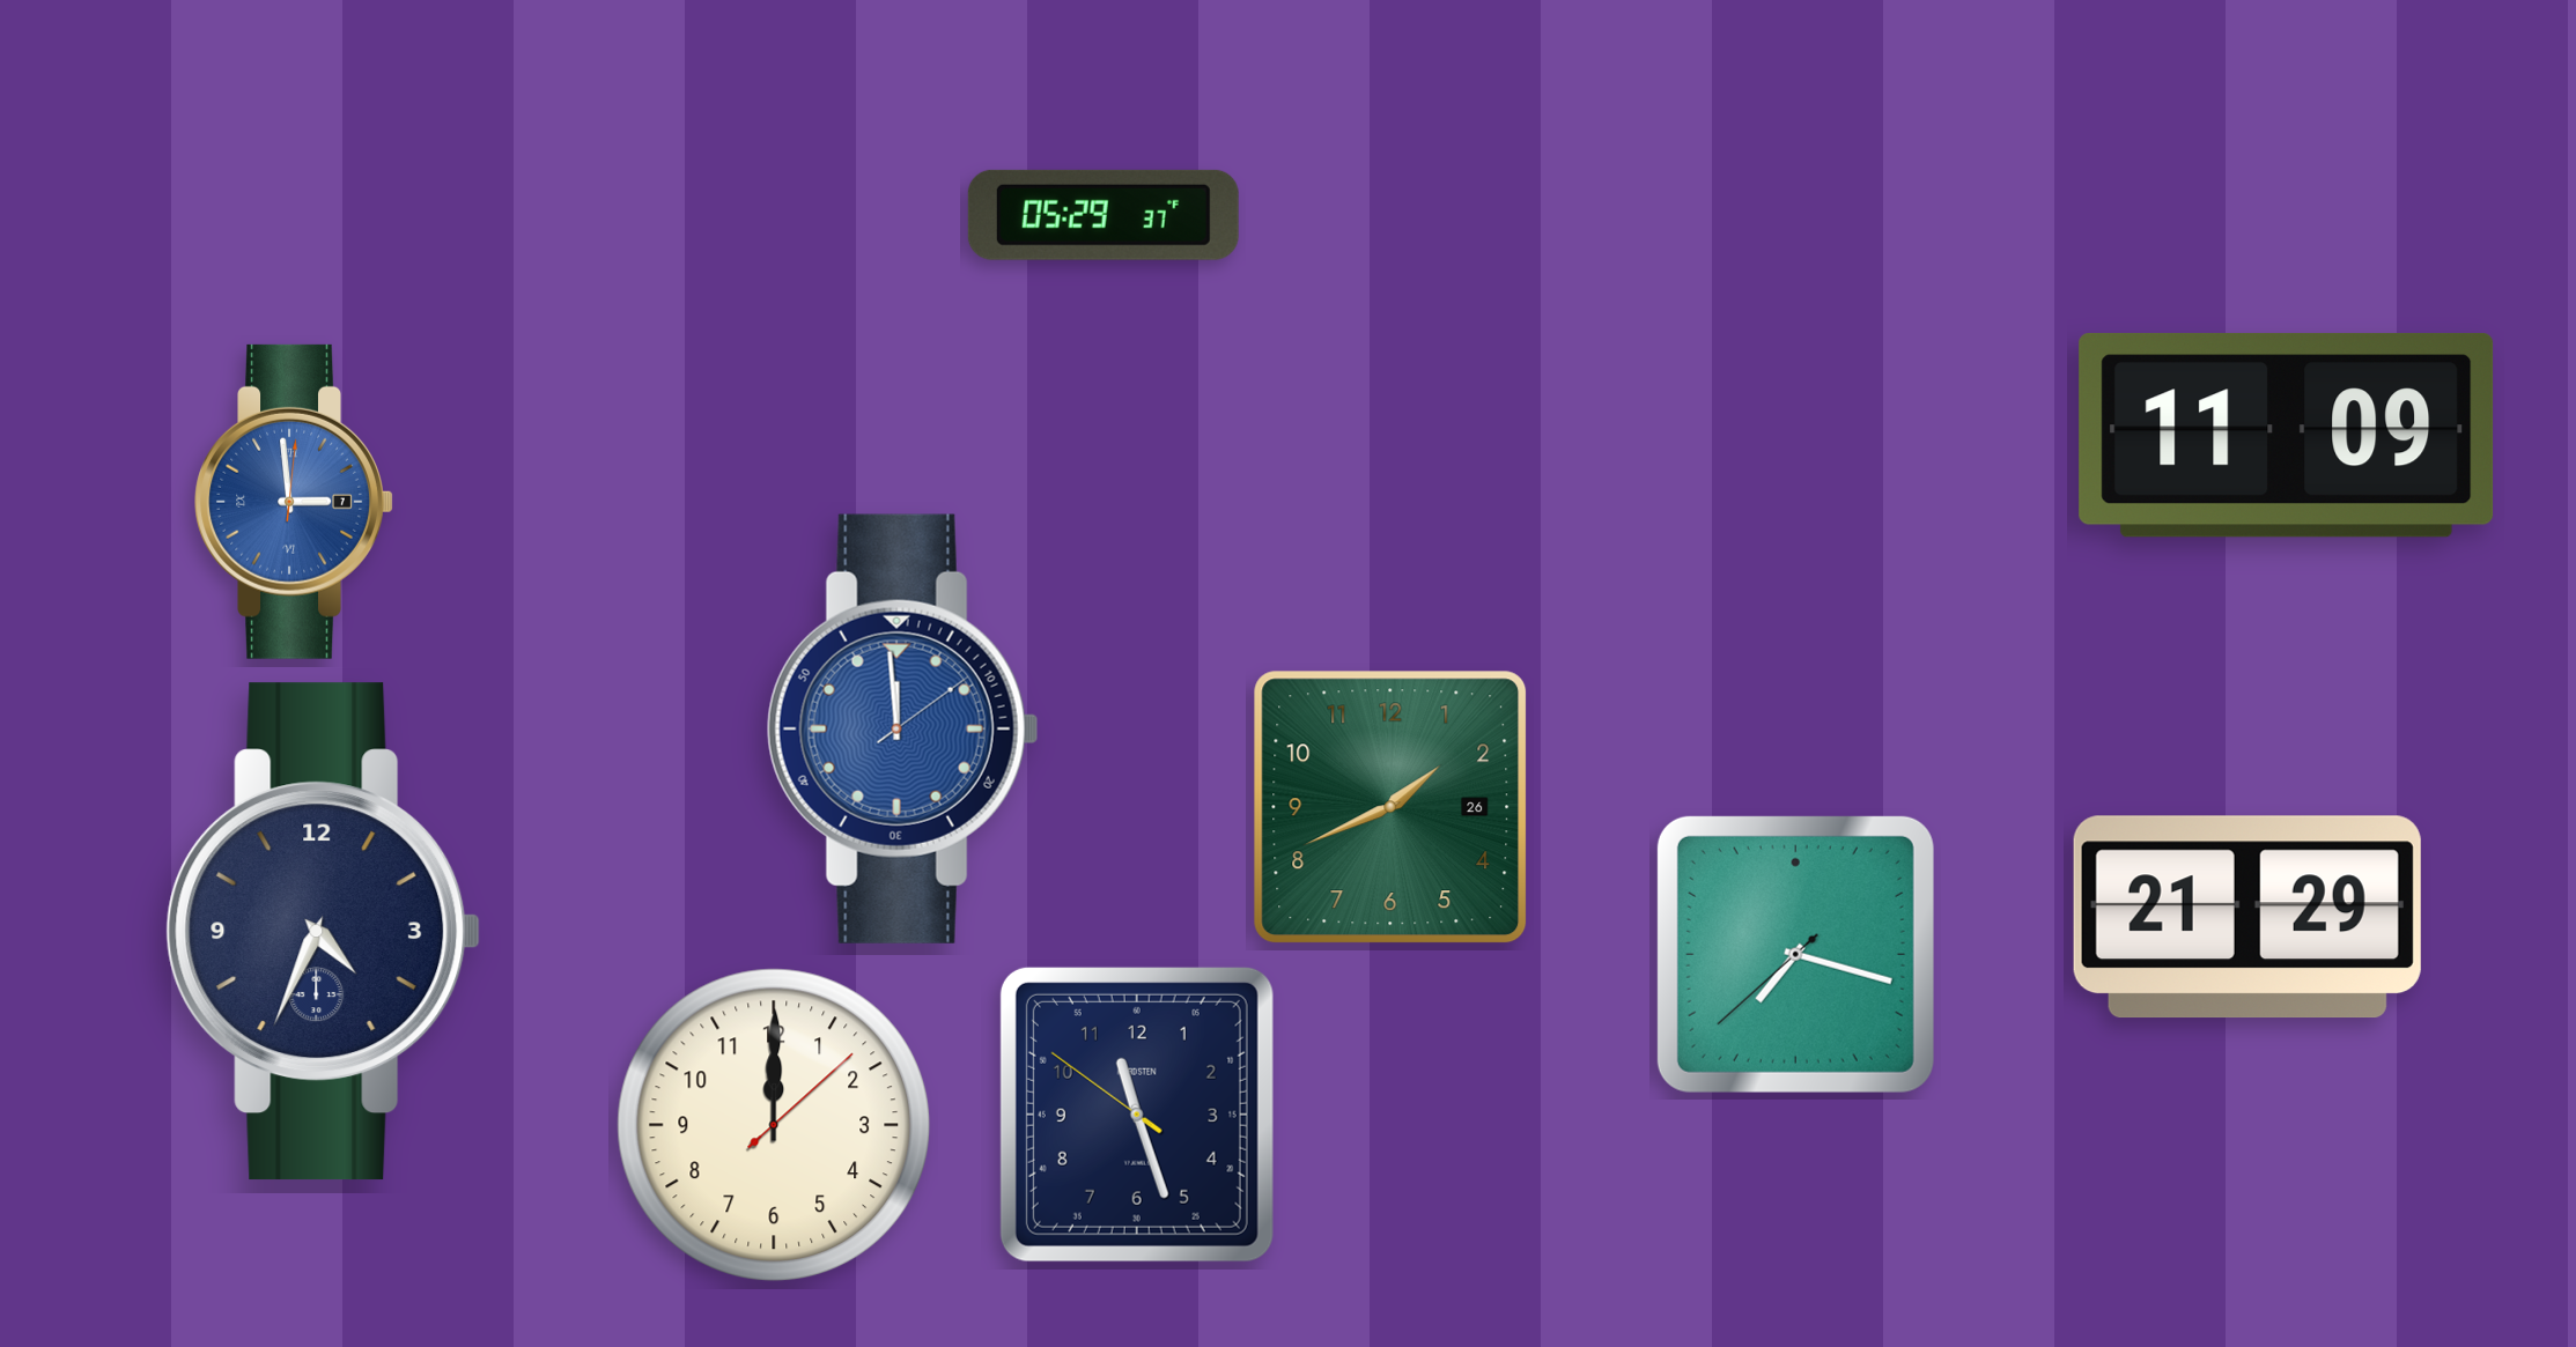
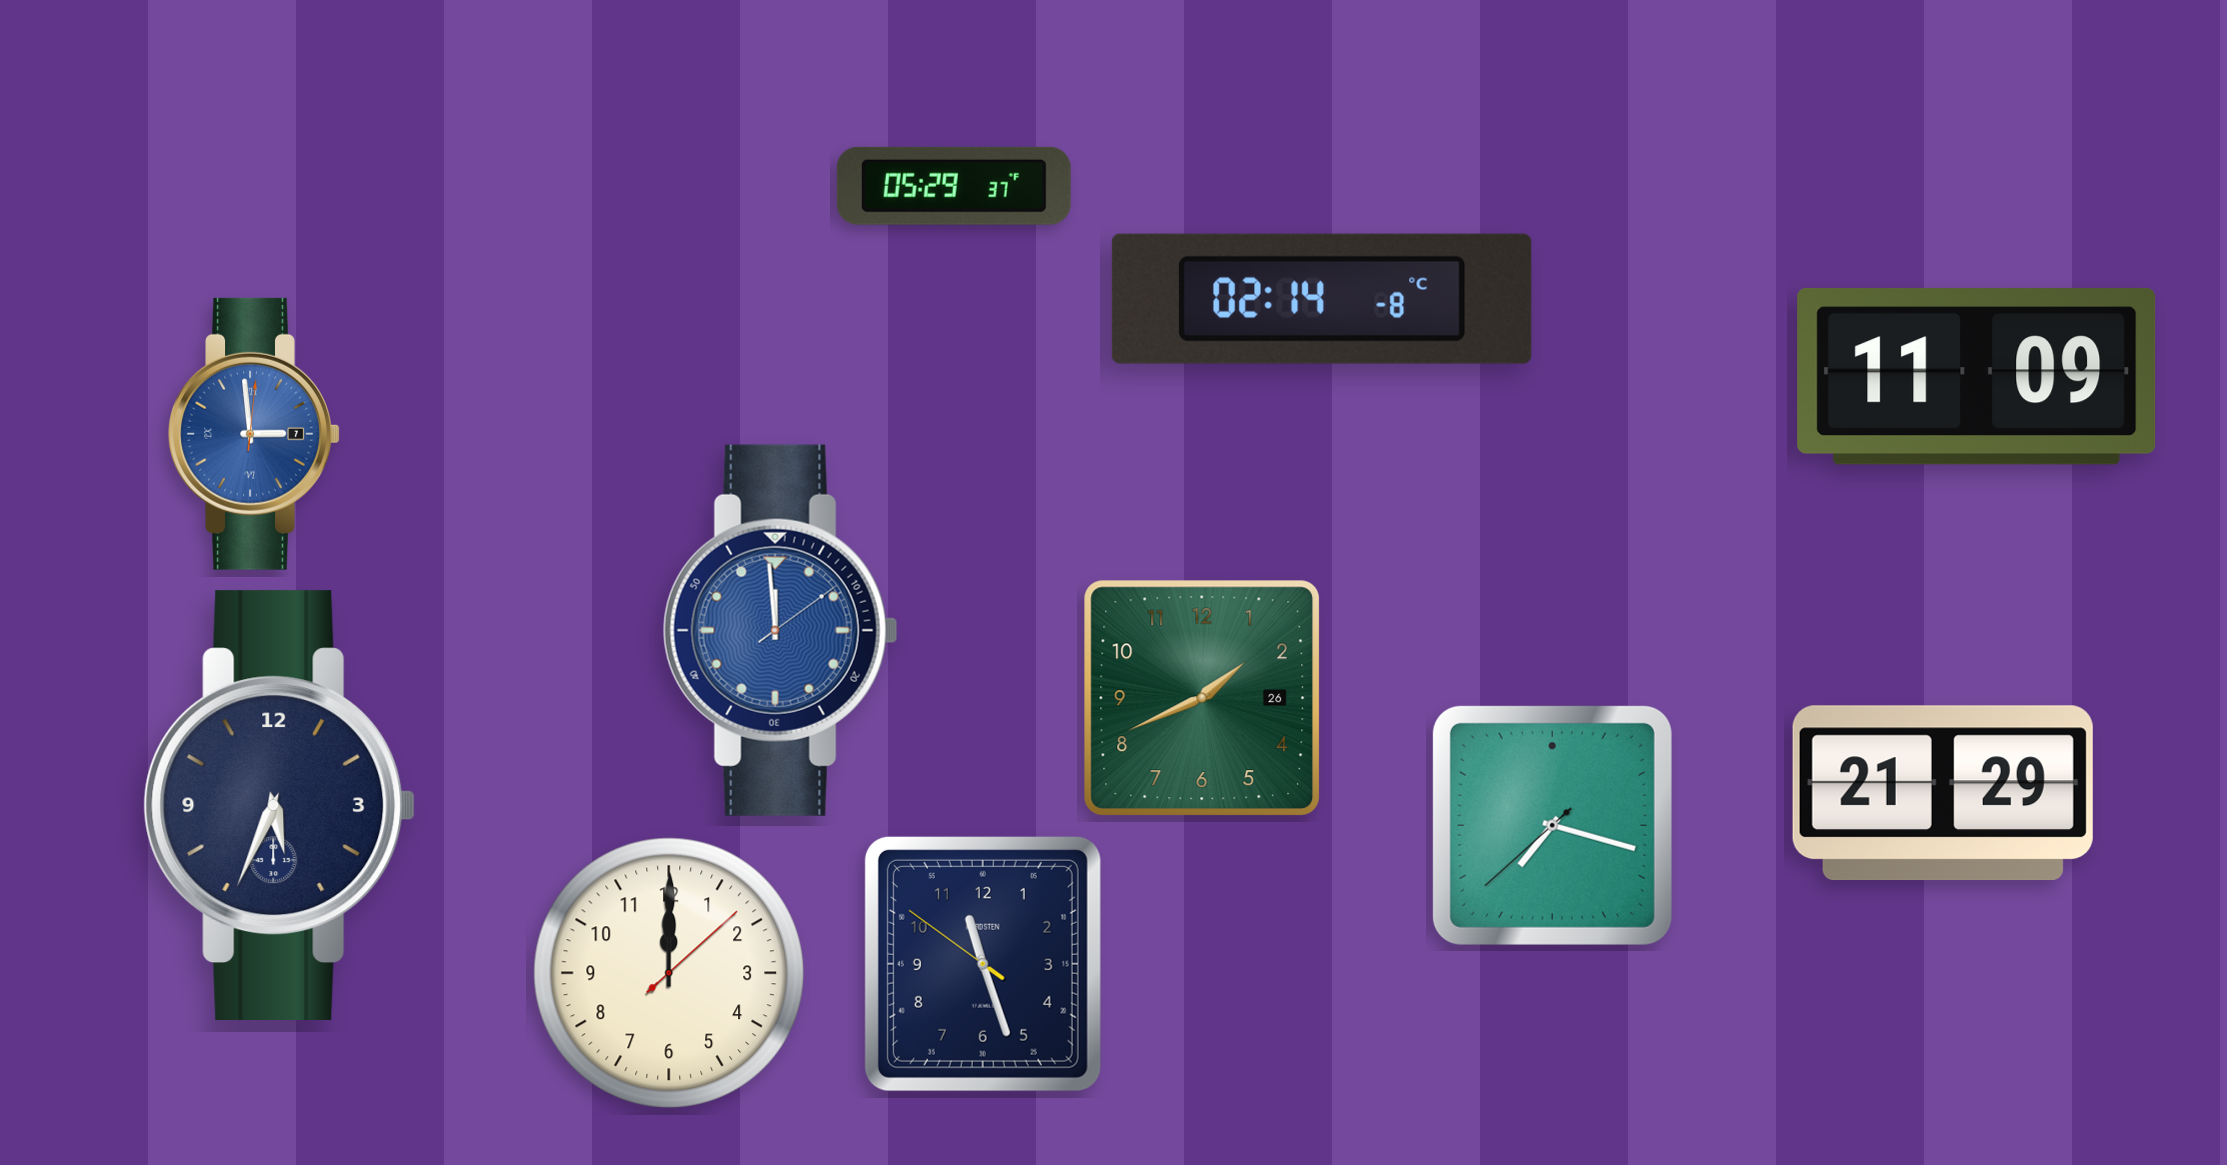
clock at (1322, 299): none -> 02:14
clock at (324, 932): 4:34 -> 5:34
